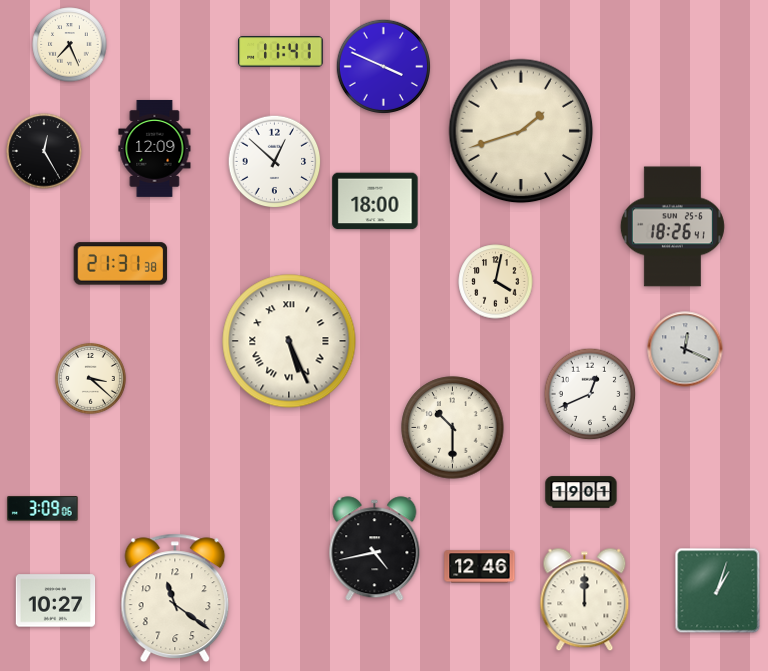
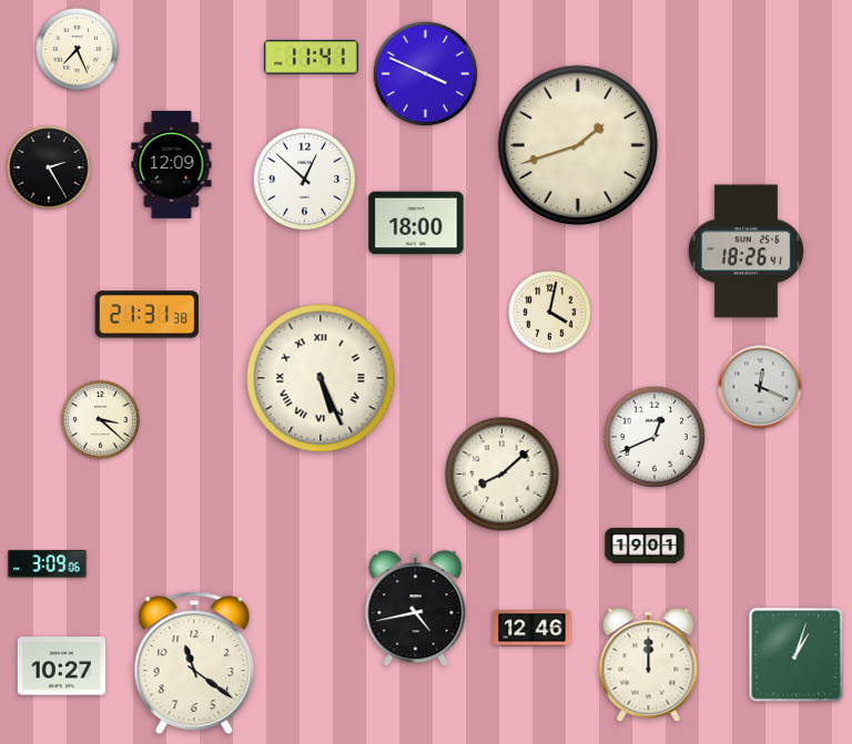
clock at (44, 151): 12:25 -> 2:25
clock at (121, 264) position: (121, 264) -> (148, 315)
clock at (453, 428): 10:30 -> 8:08
